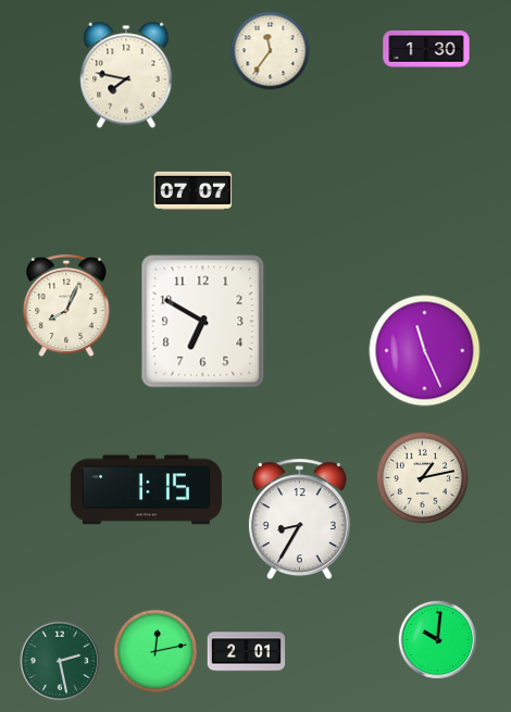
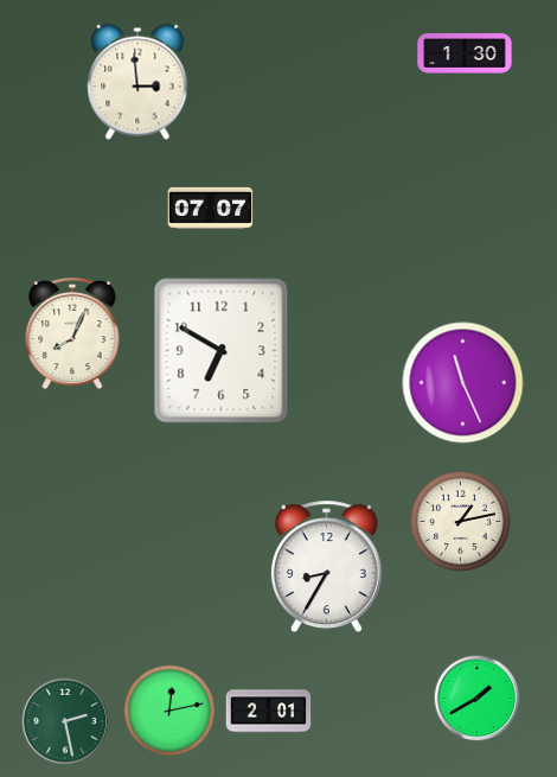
clock at (271, 51): 11:36 -> none
clock at (126, 75): 7:47 -> 2:59
clock at (146, 490): 1:15 -> none
clock at (438, 640): 10:01 -> 1:40
